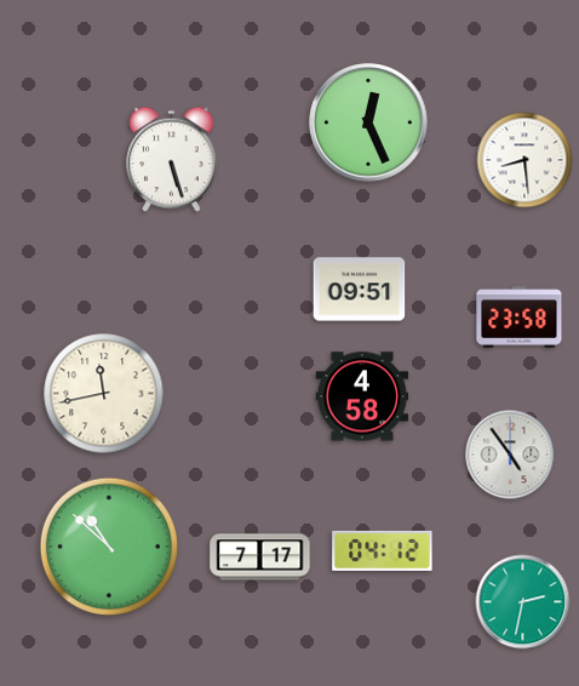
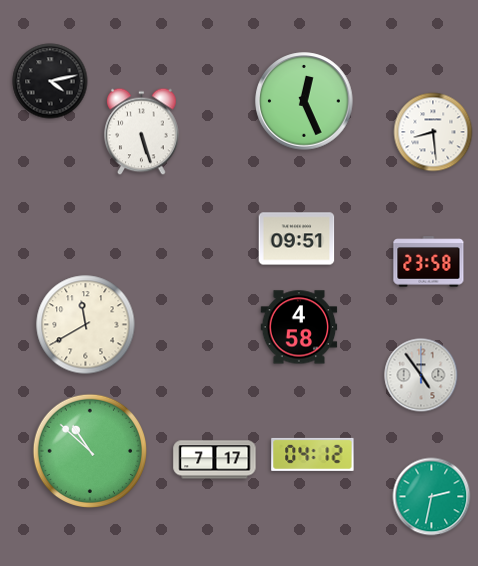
clock at (50, 81): none -> 4:13
clock at (104, 394): 11:43 -> 11:40
clock at (383, 550) position: (383, 550) -> (313, 454)
